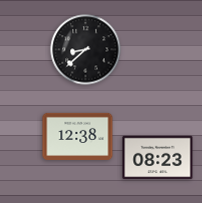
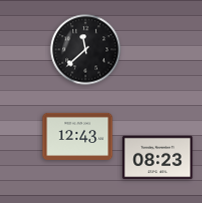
clock at (86, 50): 8:38 -> 11:38
clock at (78, 136): 12:38 -> 12:43
